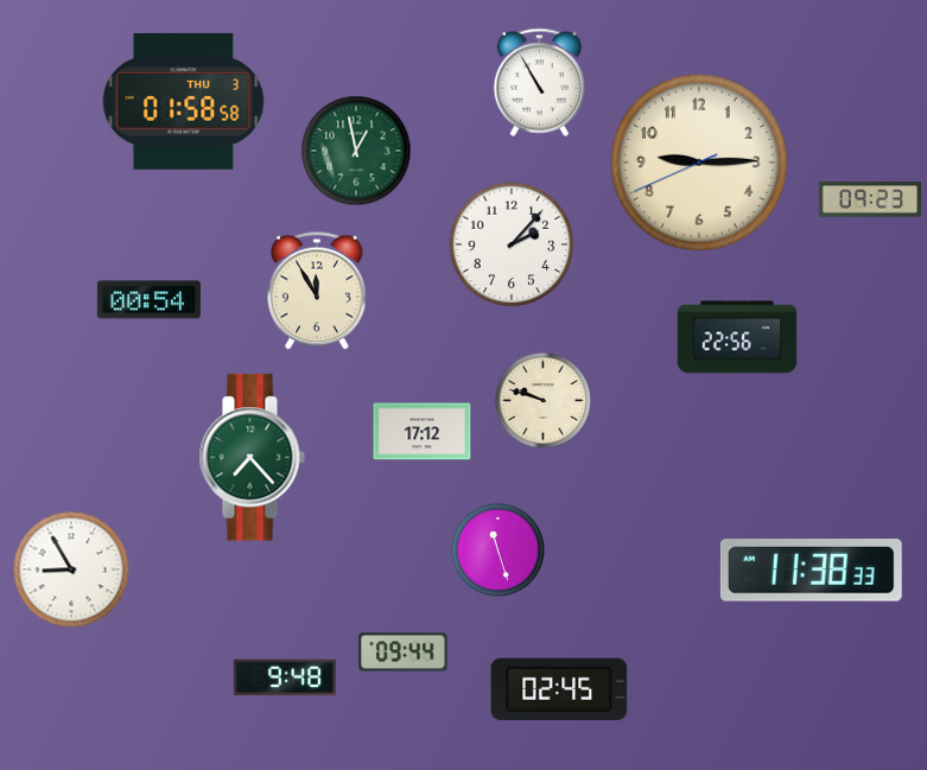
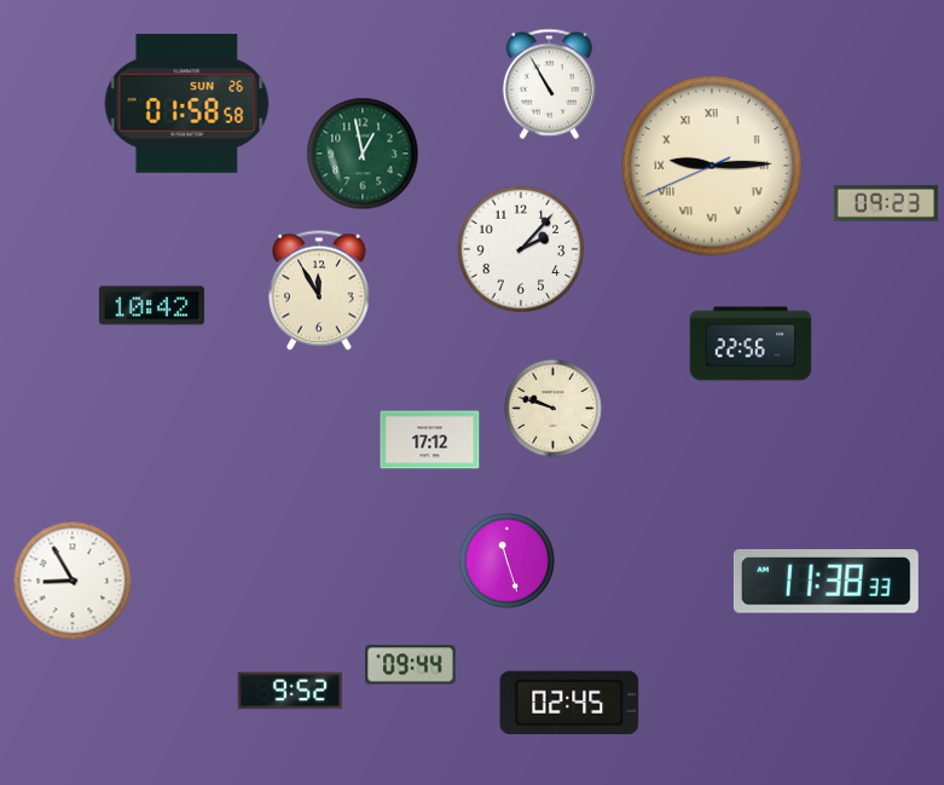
clock at (184, 101) date: THU 3 -> SUN 26
clock at (699, 163) numerals: Arabic -> Roman
clock at (318, 291) position: (318, 291) -> (320, 290)
clock at (148, 300): 00:54 -> 10:42
clock at (252, 458): 7:23 -> none
clock at (284, 677): 9:48 -> 9:52
